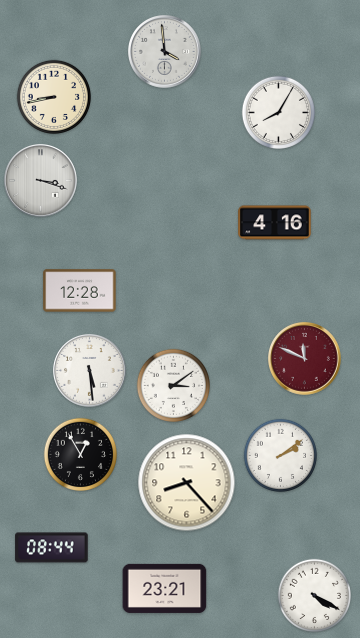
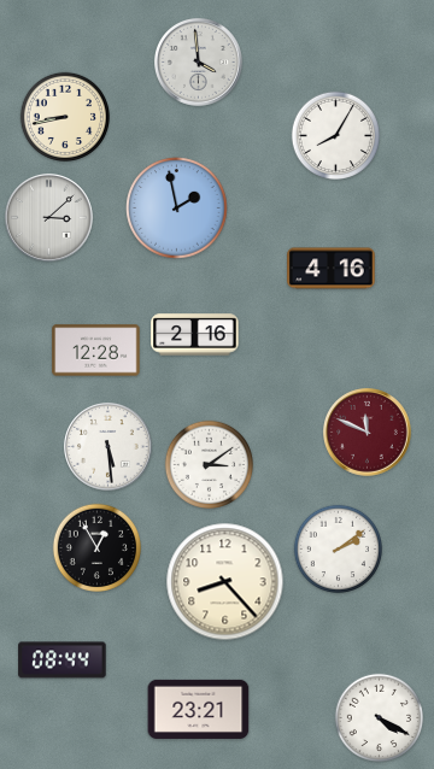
clock at (177, 209): none -> 1:58
clock at (41, 181): 3:18 -> 3:08
clock at (195, 335): none -> 2:16
